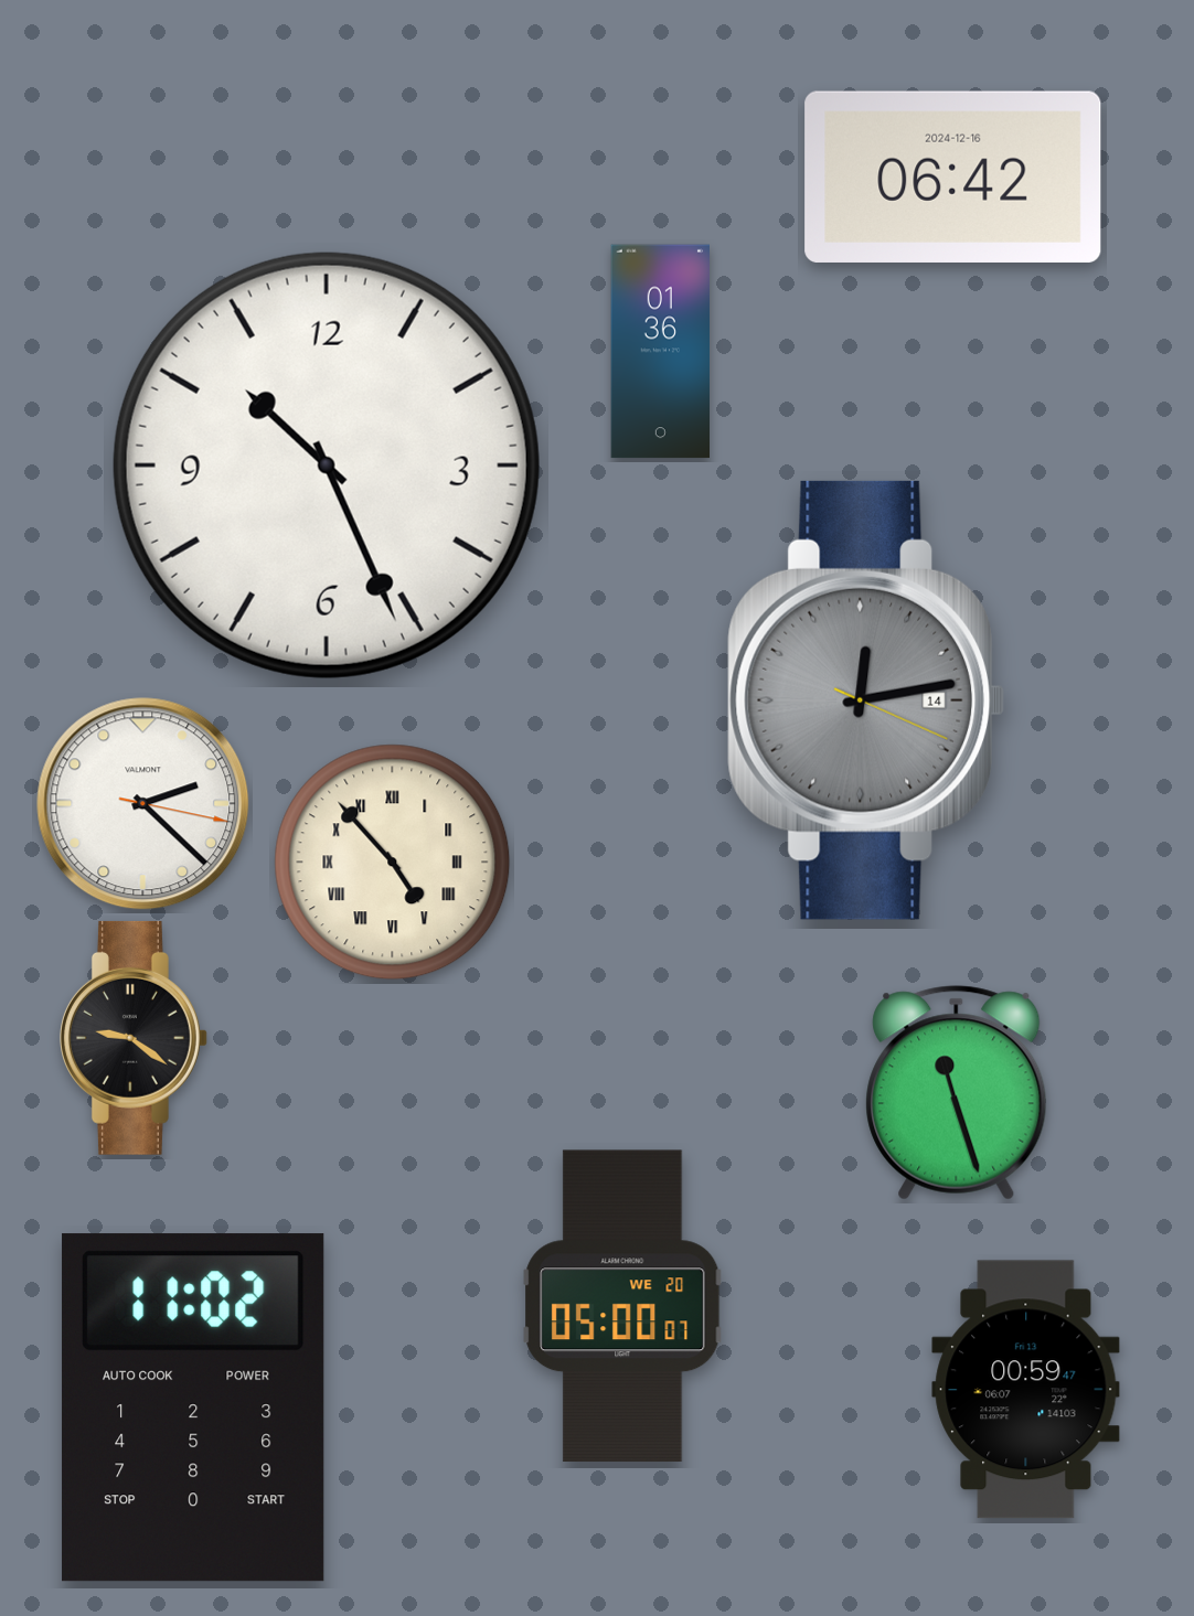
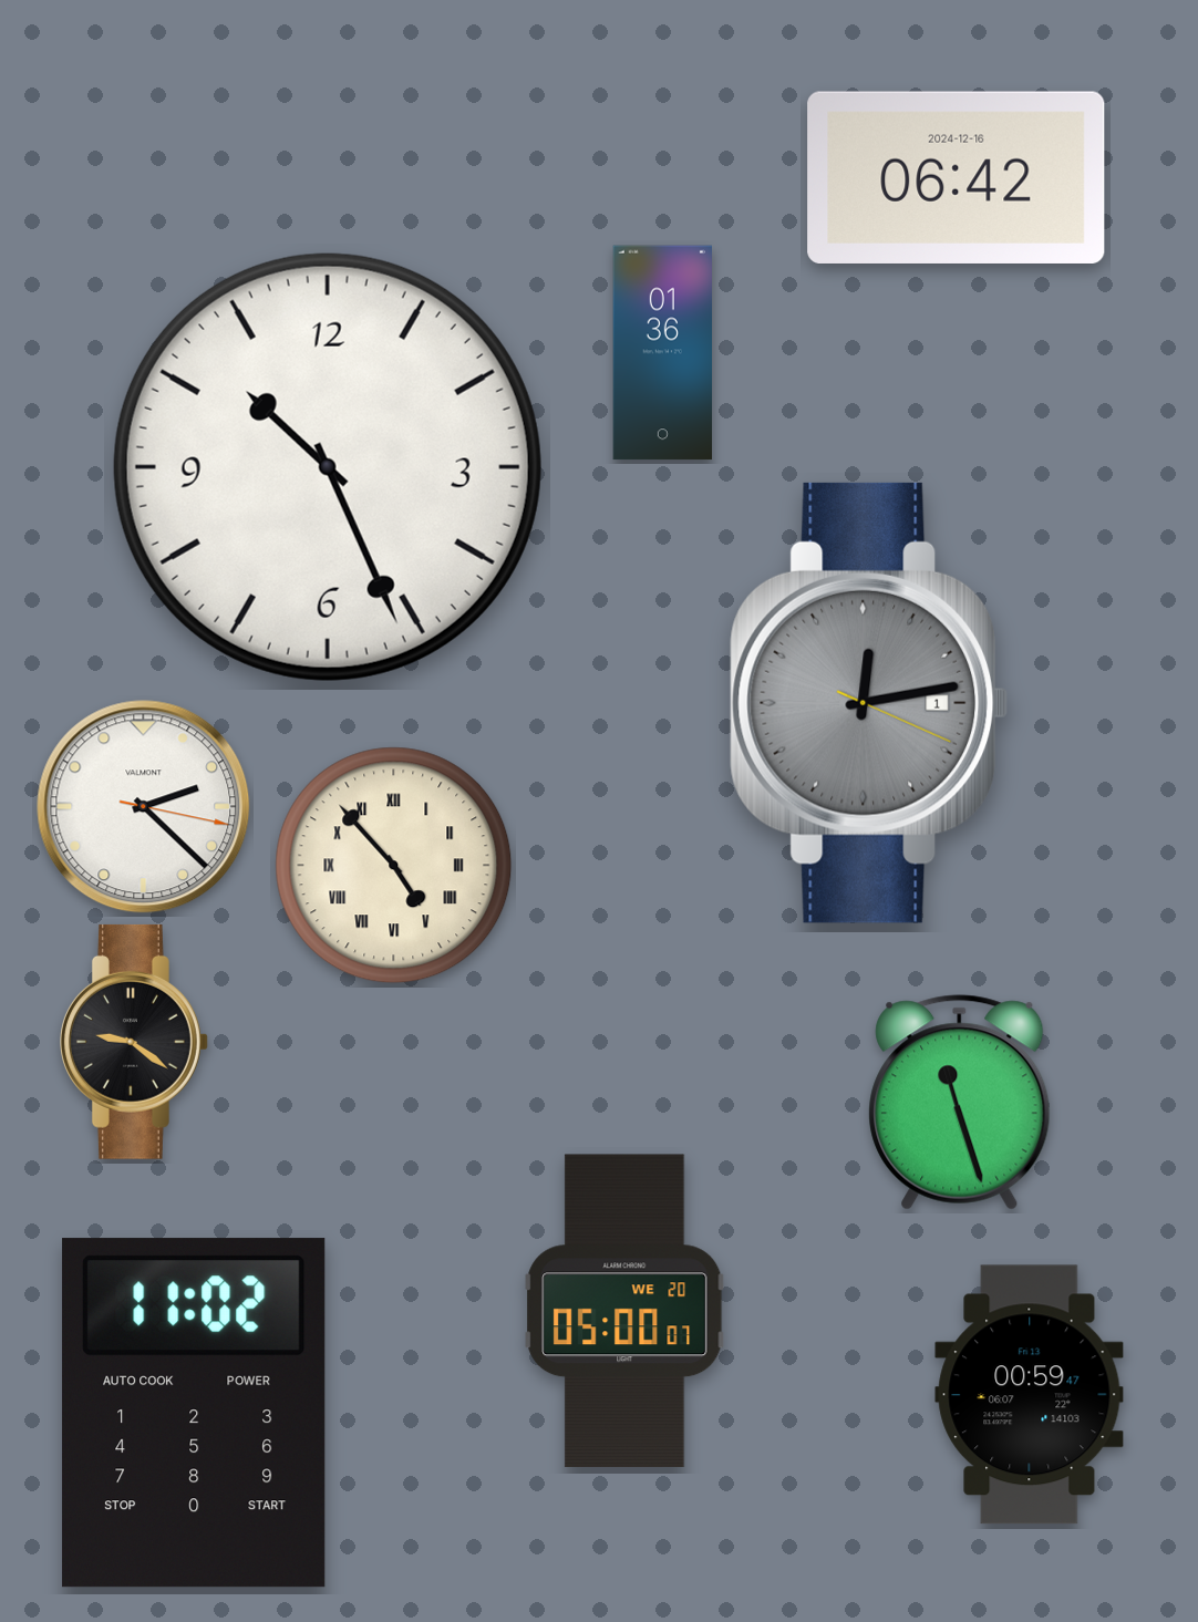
clock at (866, 700) date: 14 -> 1
clock at (957, 1093) position: (957, 1093) -> (960, 1103)
